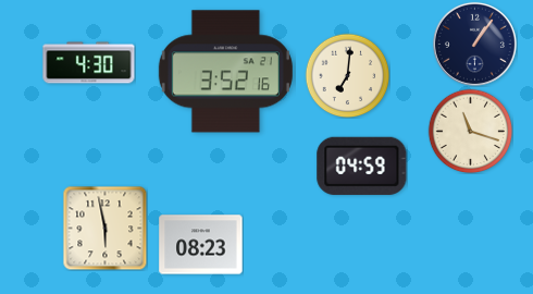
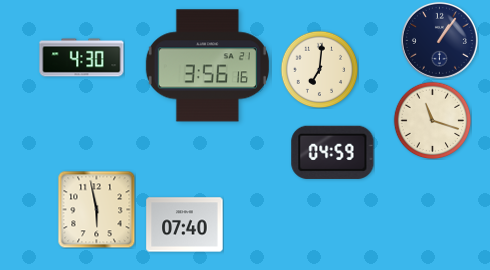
clock at (474, 44) position: (474, 44) -> (439, 40)
clock at (225, 72): 3:52 -> 3:56
clock at (201, 245): 08:23 -> 07:40
